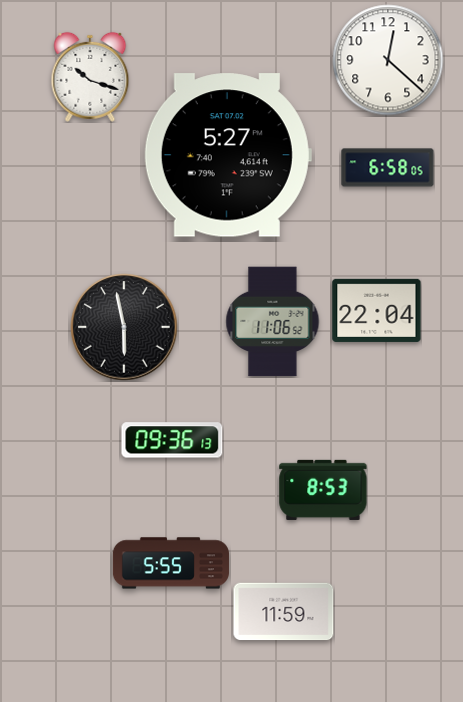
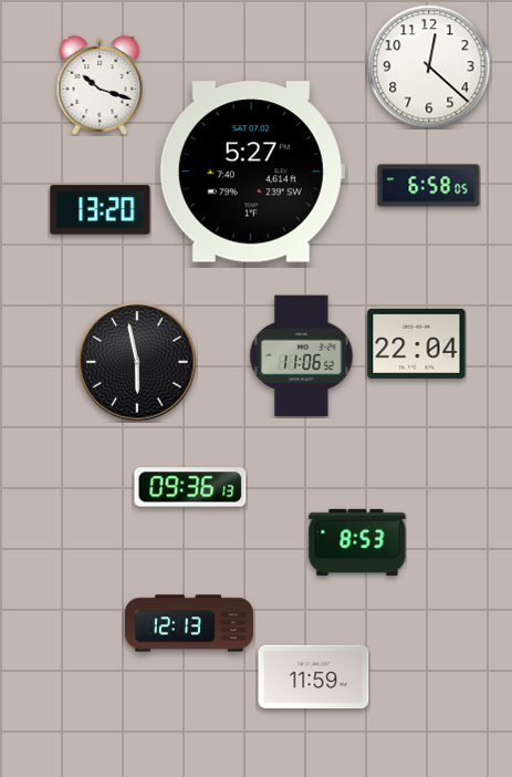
clock at (101, 210): none -> 13:20
clock at (171, 563): 5:55 -> 12:13
